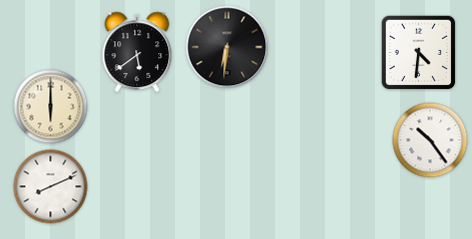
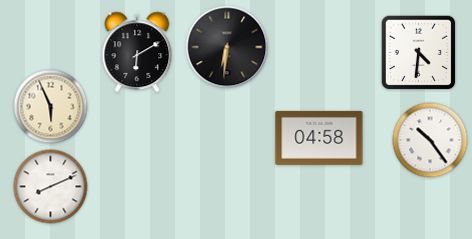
clock at (137, 52): 5:39 -> 6:10
clock at (51, 107): 6:00 -> 5:56
clock at (319, 138): none -> 04:58
